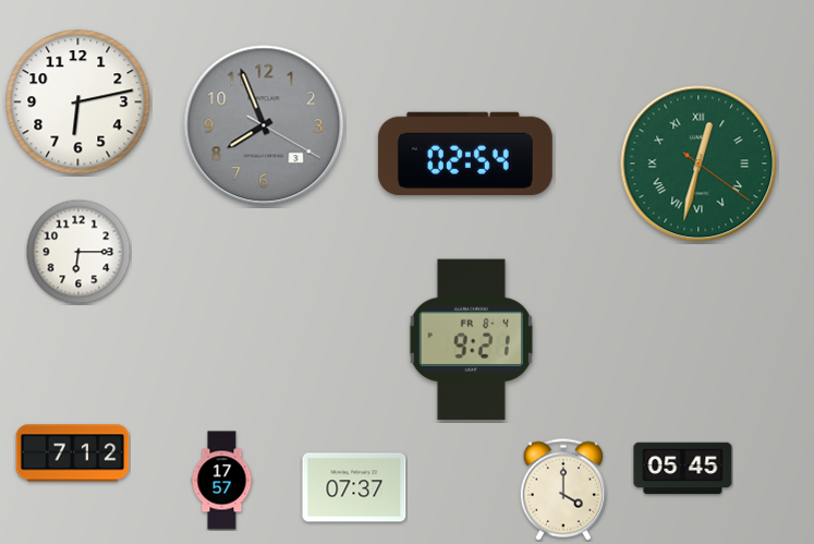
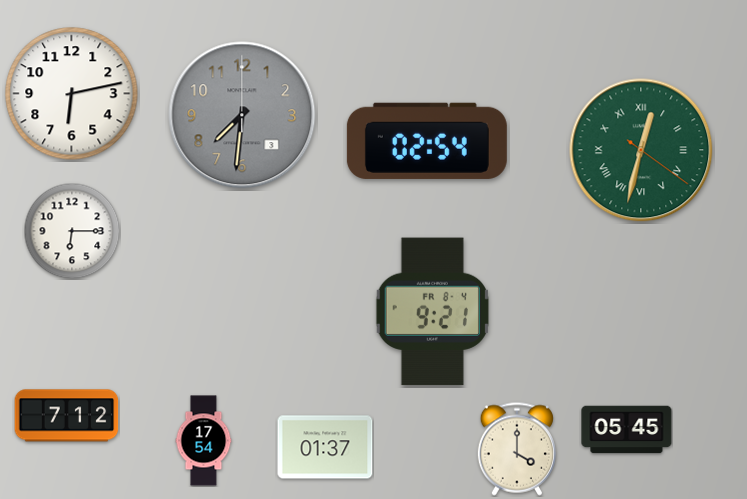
clock at (264, 125): 7:56 -> 7:31
clock at (222, 481): 17:57 -> 17:54
clock at (354, 487): 07:37 -> 01:37
